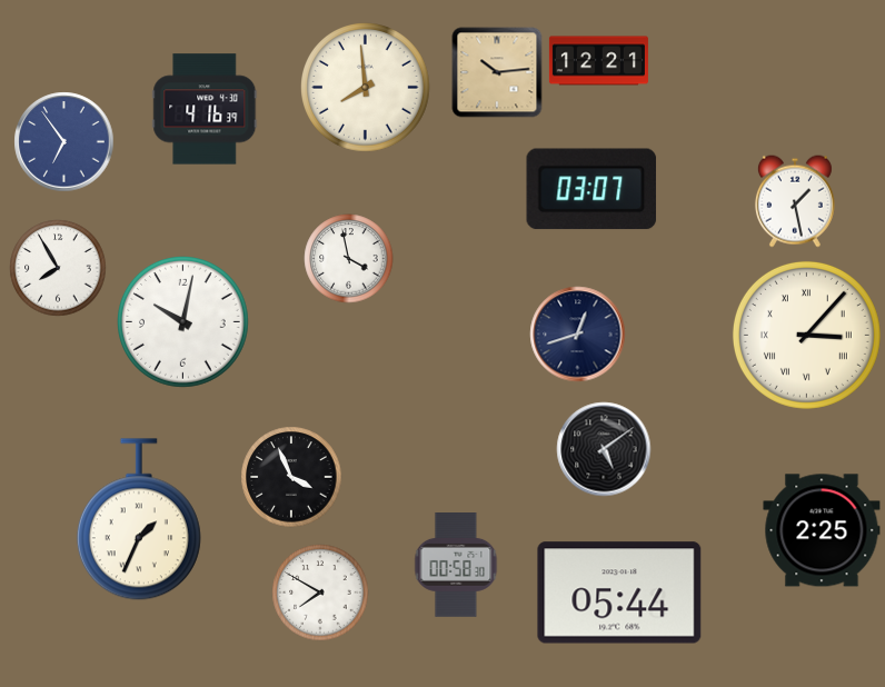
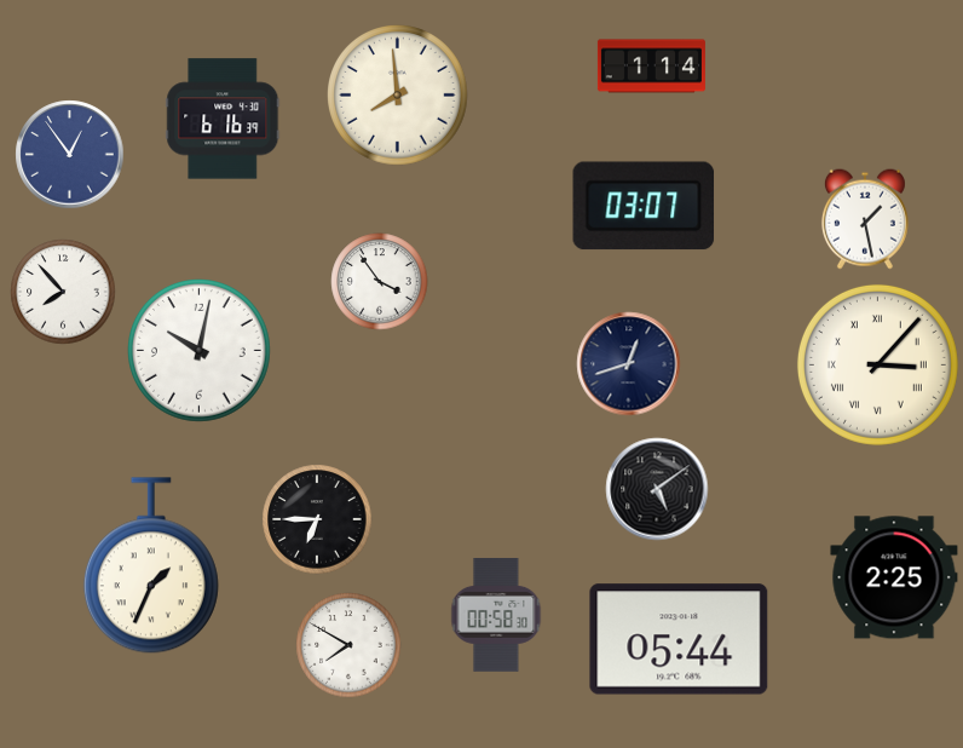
clock at (598, 61): 12:21 -> 1:14
clock at (497, 72): 10:14 -> none
clock at (205, 109): 4:16 -> 6:16
clock at (64, 142): 6:54 -> 12:54
clock at (349, 259): 3:58 -> 3:54
clock at (58, 268): 7:55 -> 7:53
clock at (291, 477): 3:56 -> 6:45
clock at (619, 593) position: (619, 593) -> (679, 639)
